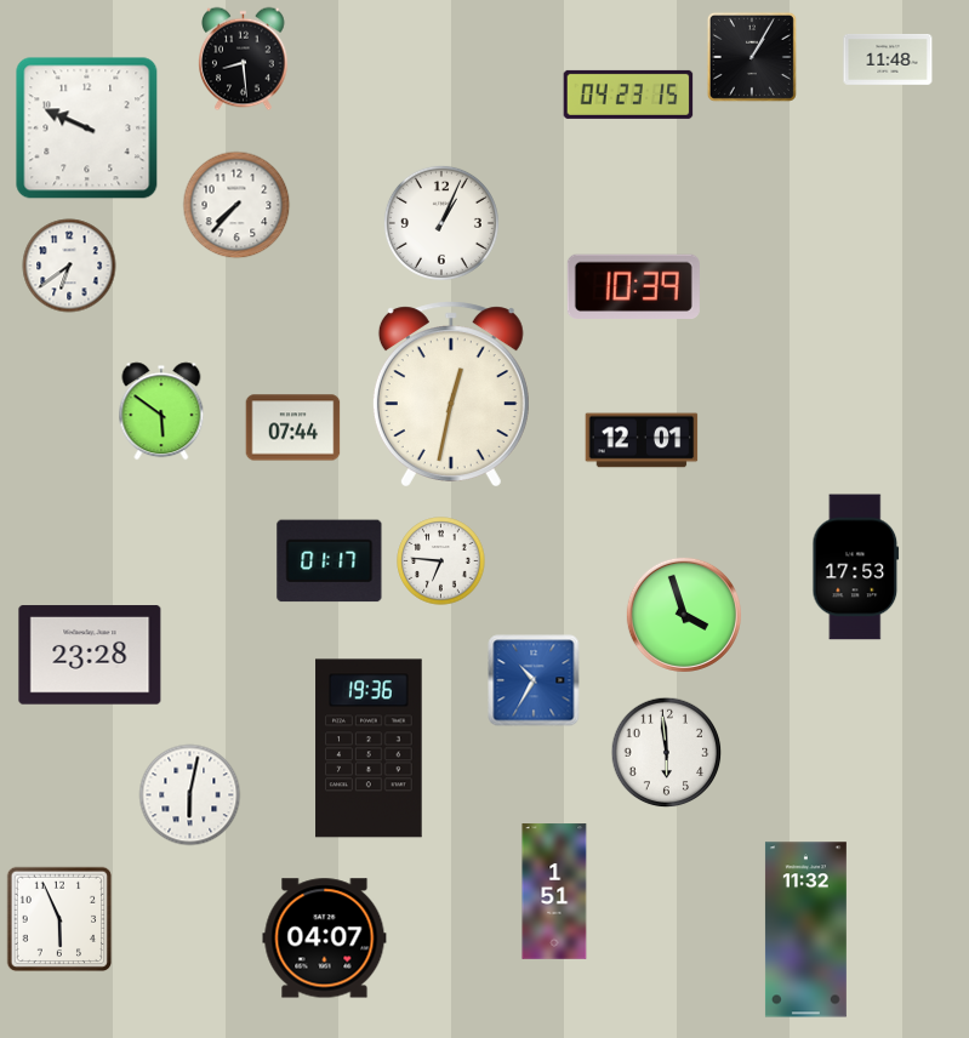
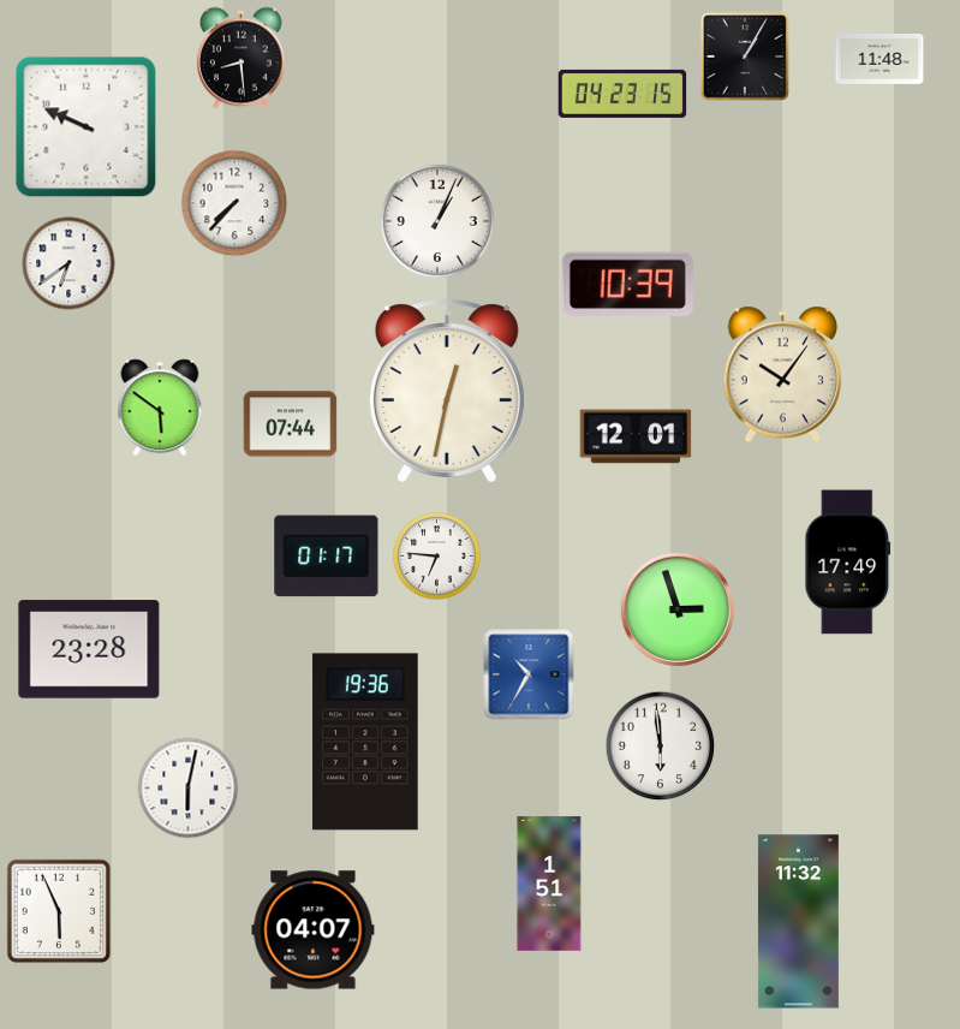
clock at (782, 375): none -> 10:06
clock at (856, 568): 17:53 -> 17:49
clock at (684, 615): 3:57 -> 2:57
clock at (325, 939) position: (325, 939) -> (314, 930)
